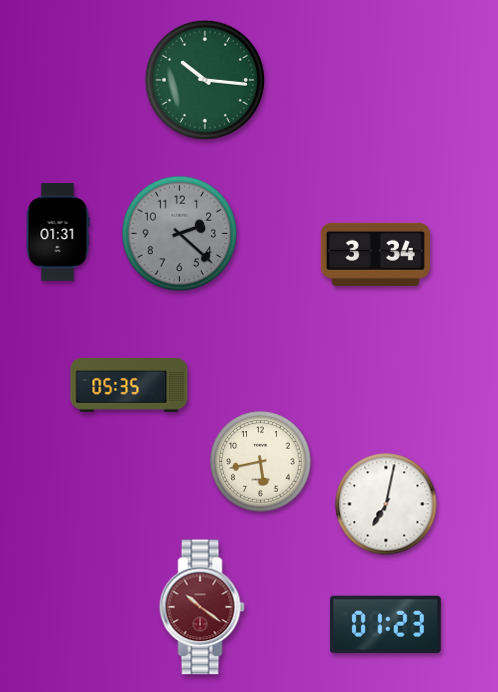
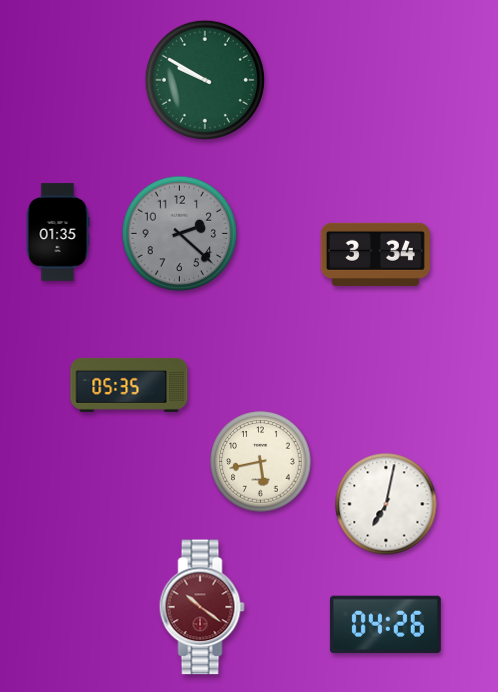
clock at (205, 80): 10:16 -> 9:50
clock at (58, 232): 01:31 -> 01:35
clock at (385, 625): 01:23 -> 04:26
